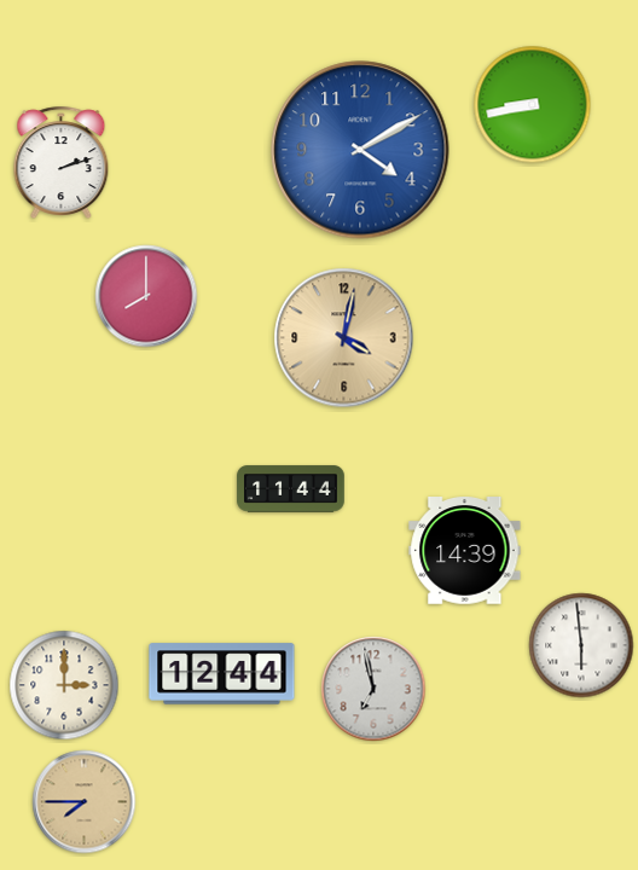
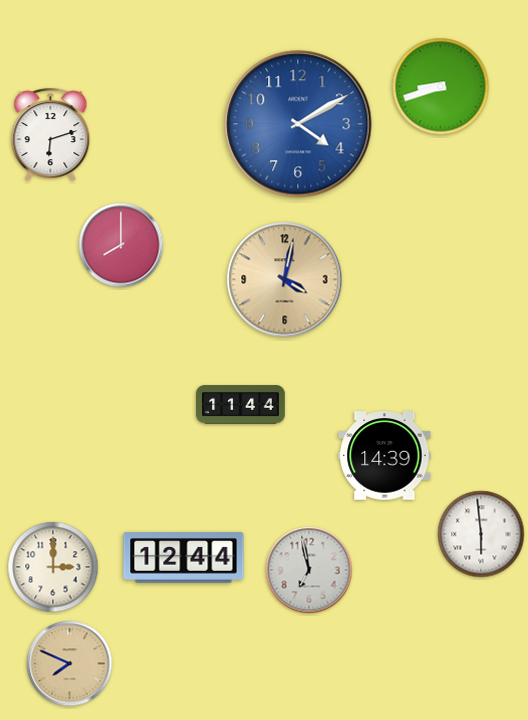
clock at (533, 105): 8:43 -> 8:42
clock at (62, 162): 2:12 -> 6:12
clock at (85, 802): 7:45 -> 7:49
